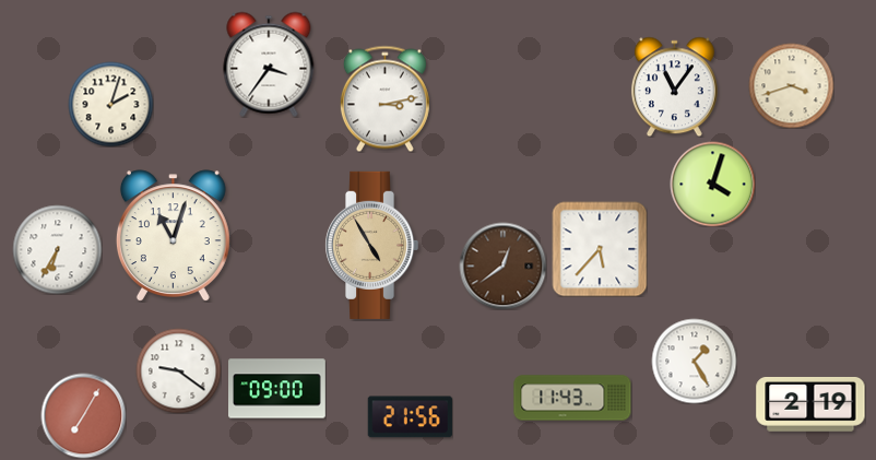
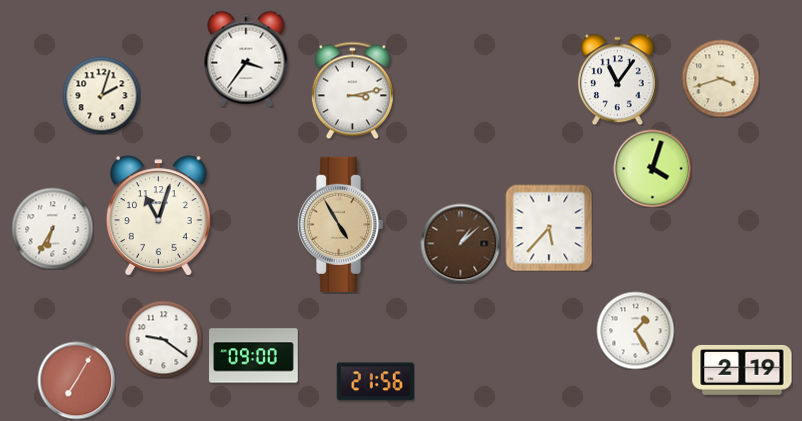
clock at (791, 85) position: (791, 85) -> (720, 78)
clock at (502, 266): 12:39 -> 1:08
clock at (572, 398): 11:43 -> none
